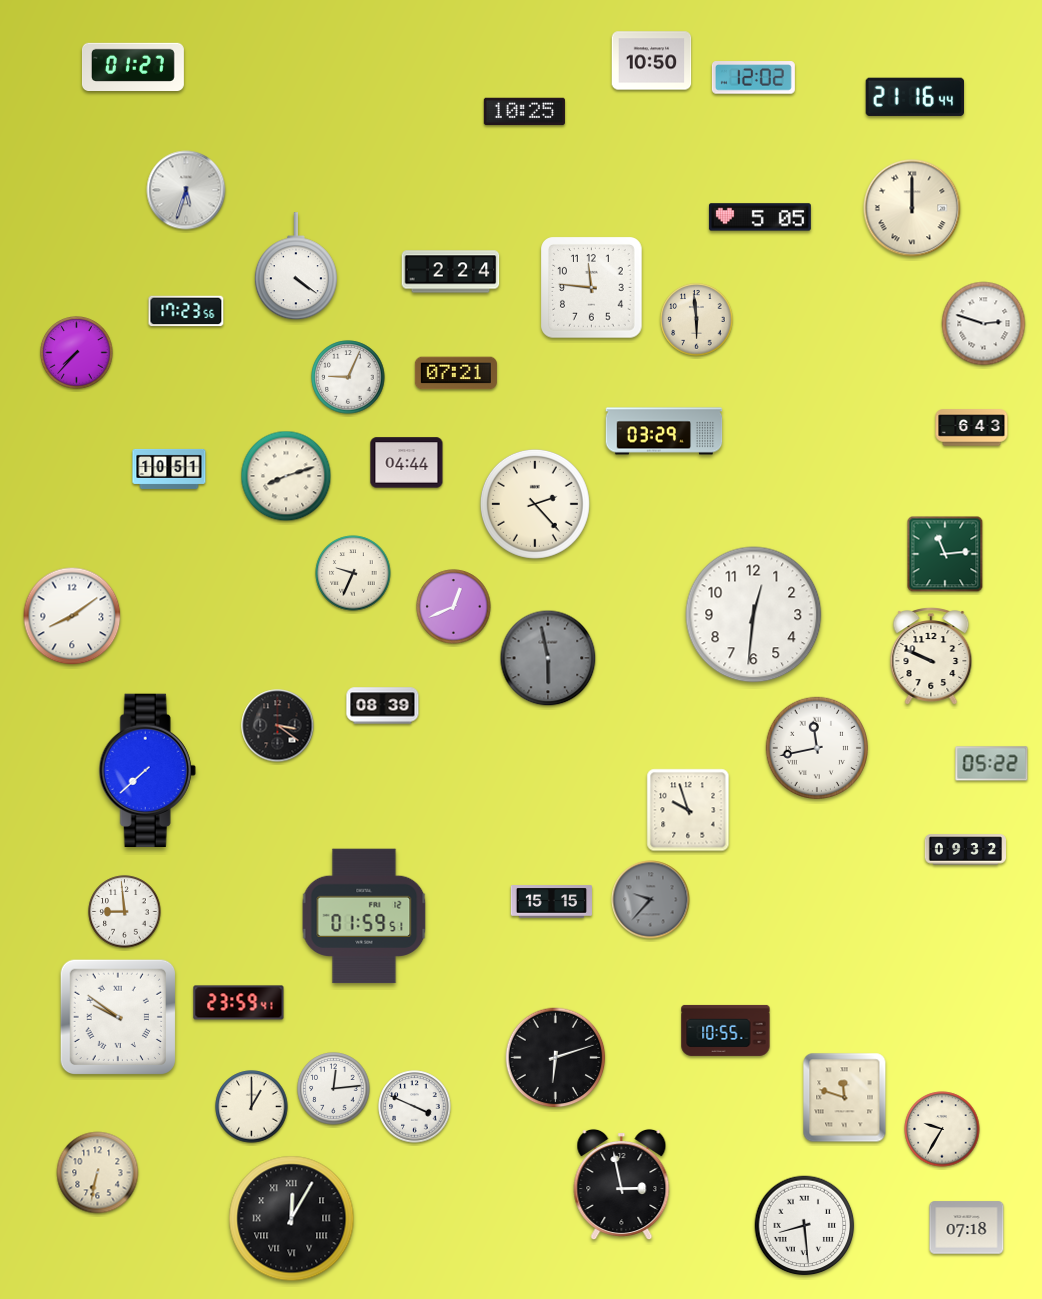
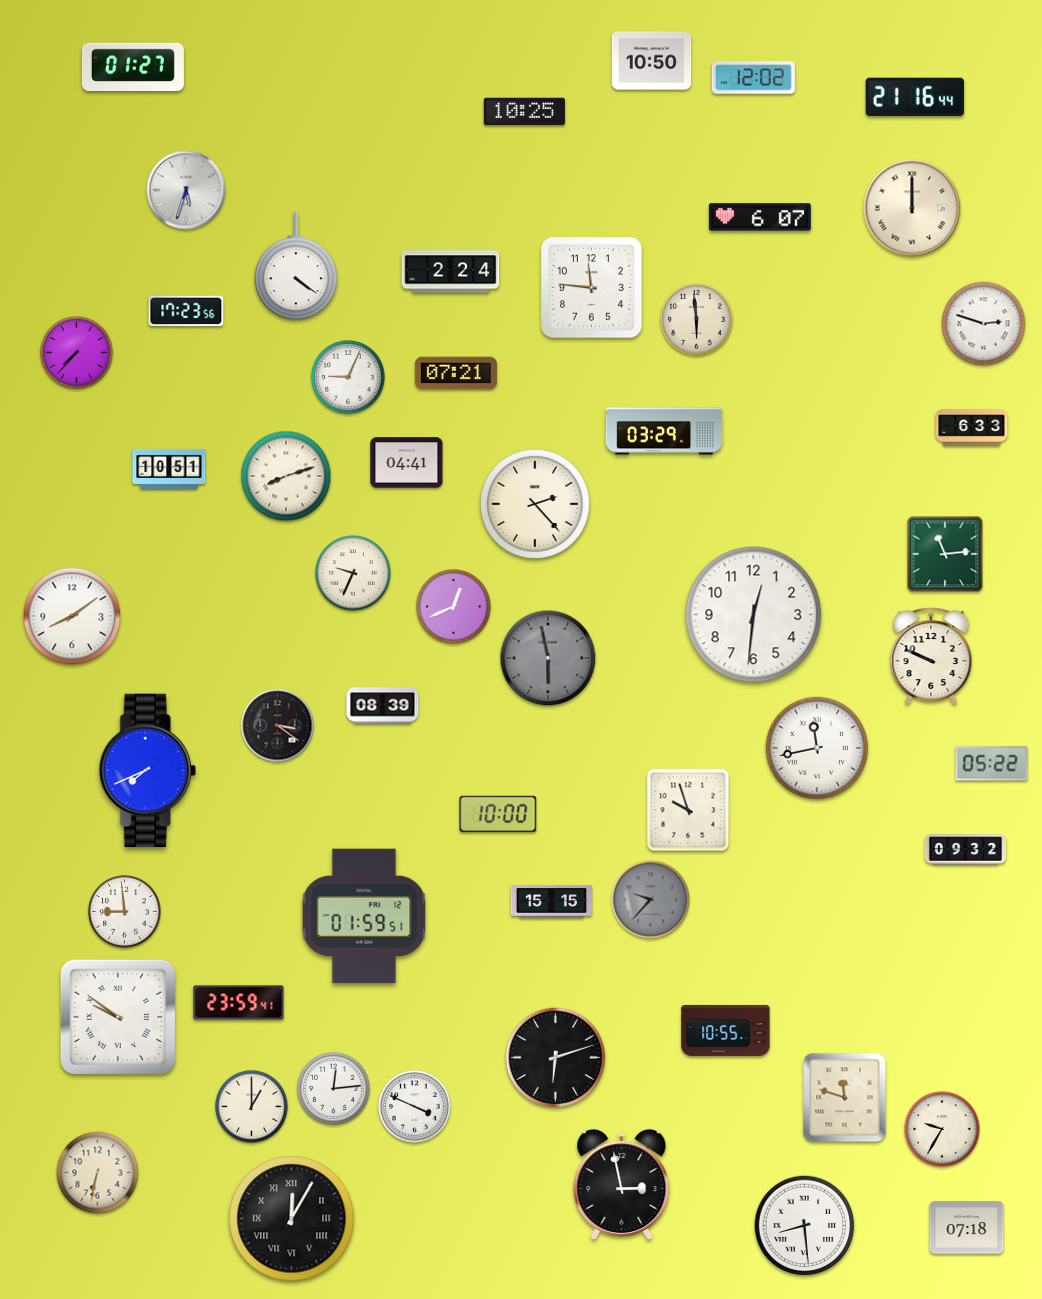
clock at (760, 217): 5:05 -> 6:07
clock at (972, 428): 6:43 -> 6:33
clock at (407, 463): 04:44 -> 04:41
clock at (147, 770): 7:38 -> 7:41
clock at (498, 814): none -> 10:00
